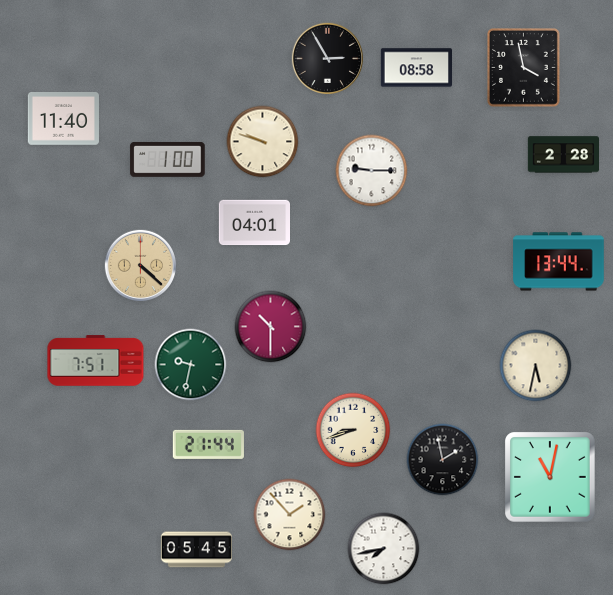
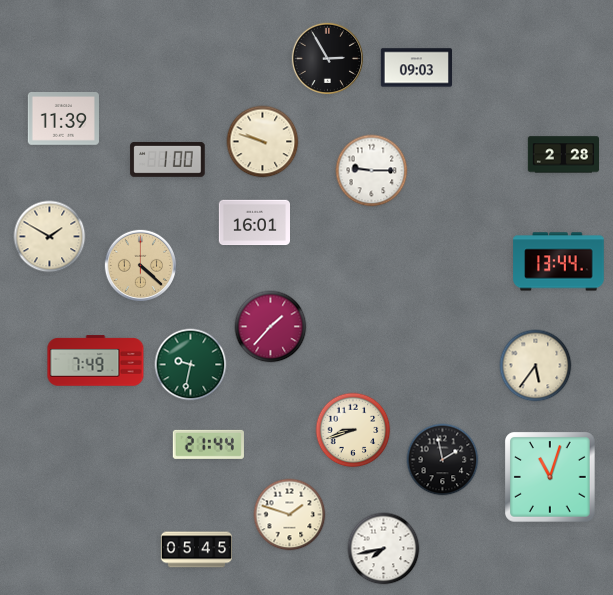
clock at (416, 68): 08:58 -> 09:03
clock at (524, 68): 3:58 -> none
clock at (63, 119): 11:40 -> 11:39
clock at (254, 223): 04:01 -> 16:01
clock at (50, 237): none -> 1:50
clock at (271, 327): 10:30 -> 1:37
clock at (96, 361): 7:51 -> 7:49
clock at (536, 366): 5:32 -> 5:36
clock at (551, 478): 11:02 -> 11:03
clock at (290, 515): 1:53 -> 1:48
